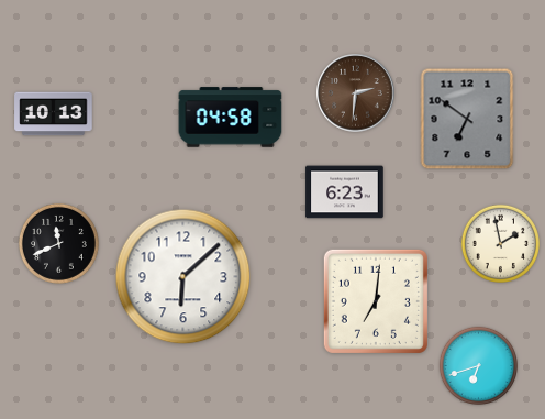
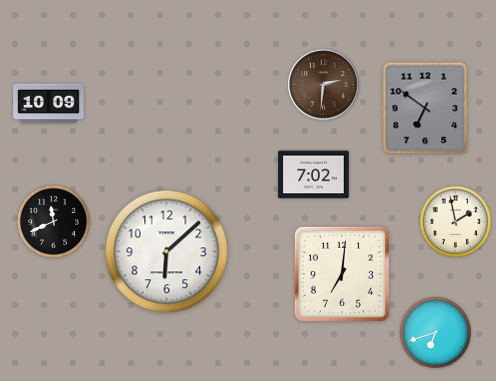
clock at (54, 114): 10:13 -> 10:09
clock at (231, 118): 04:58 -> none
clock at (345, 192): 6:23 -> 7:02
